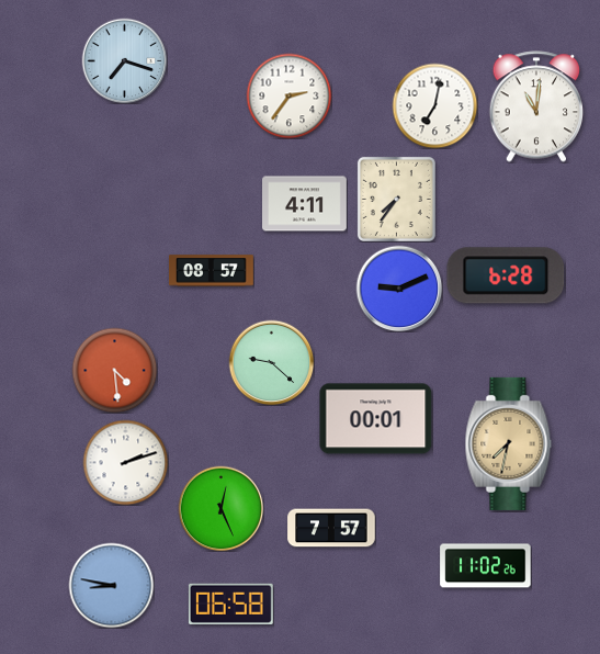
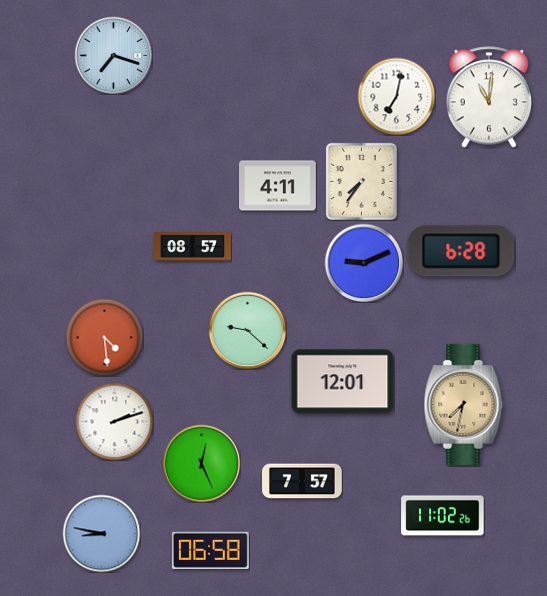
clock at (288, 95): 2:36 -> none
clock at (376, 419): 00:01 -> 12:01
